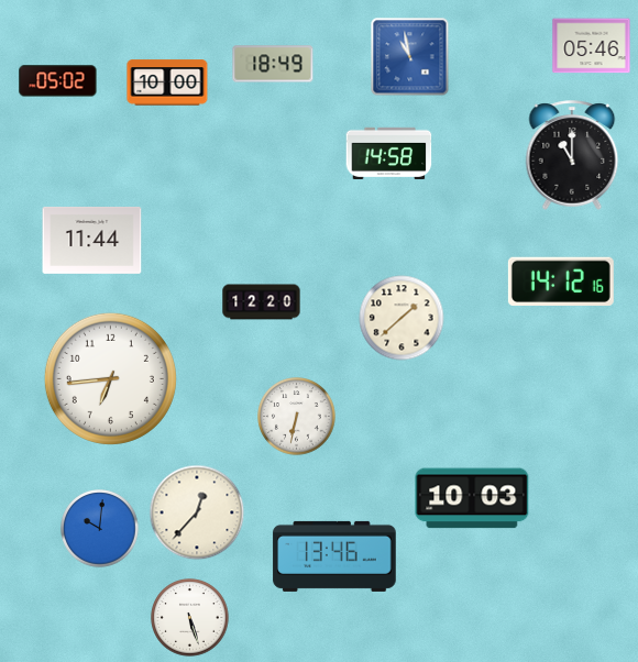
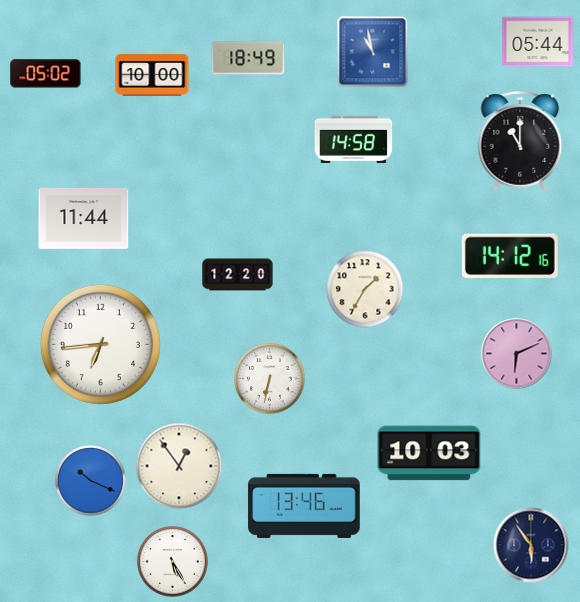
clock at (592, 46): 05:46 -> 05:44
clock at (58, 81) position: (58, 81) -> (46, 74)
clock at (402, 318): 1:38 -> 1:35
clock at (517, 354): none -> 6:11
clock at (197, 512): 12:37 -> 12:54
clock at (100, 529): 10:01 -> 10:19
clock at (531, 545): none -> 5:54
clock at (190, 618): 5:27 -> 5:25
